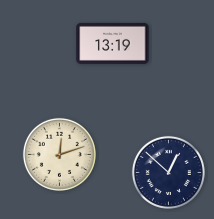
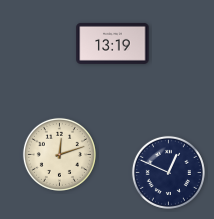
clock at (168, 172): 12:52 -> 12:49
